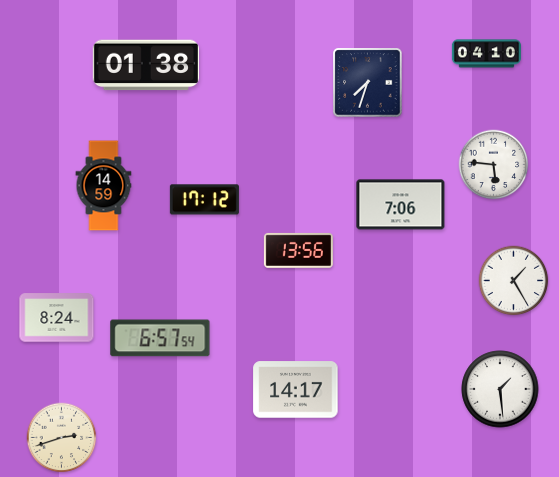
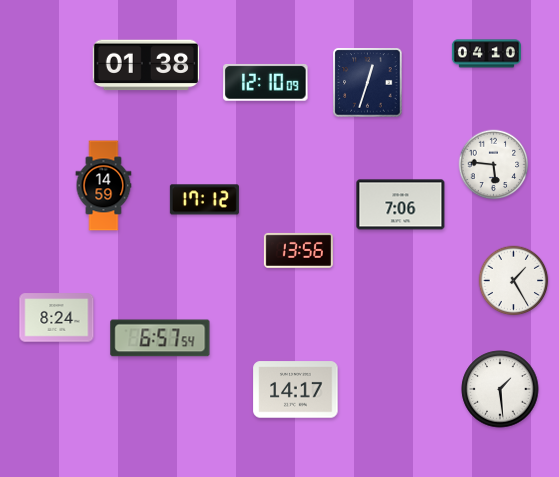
clock at (266, 82): none -> 12:10
clock at (368, 83): 7:33 -> 12:33
clock at (62, 438): 2:42 -> none
